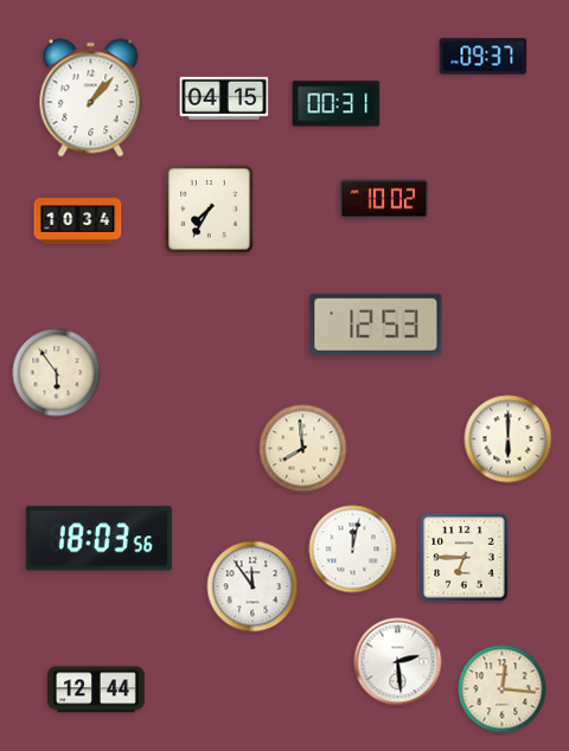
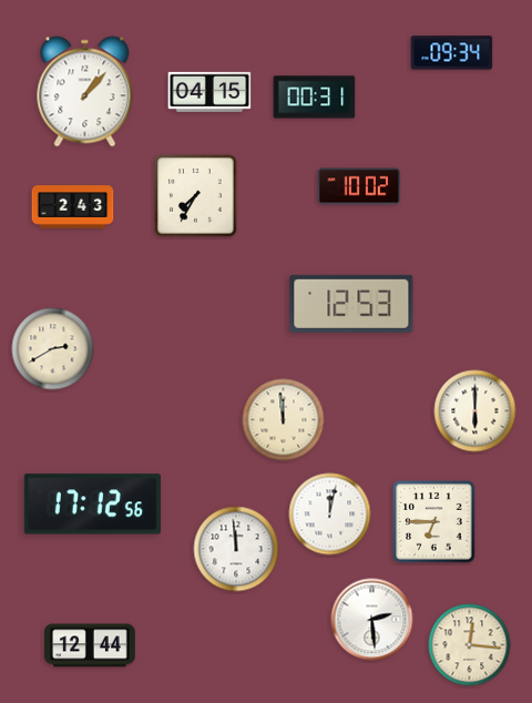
clock at (484, 57): 09:37 -> 09:34
clock at (78, 222): 10:34 -> 2:43
clock at (57, 373): 5:54 -> 2:40
clock at (303, 449): 7:59 -> 11:59
clock at (98, 539): 18:03 -> 17:12
clock at (252, 586): 11:54 -> 11:59
